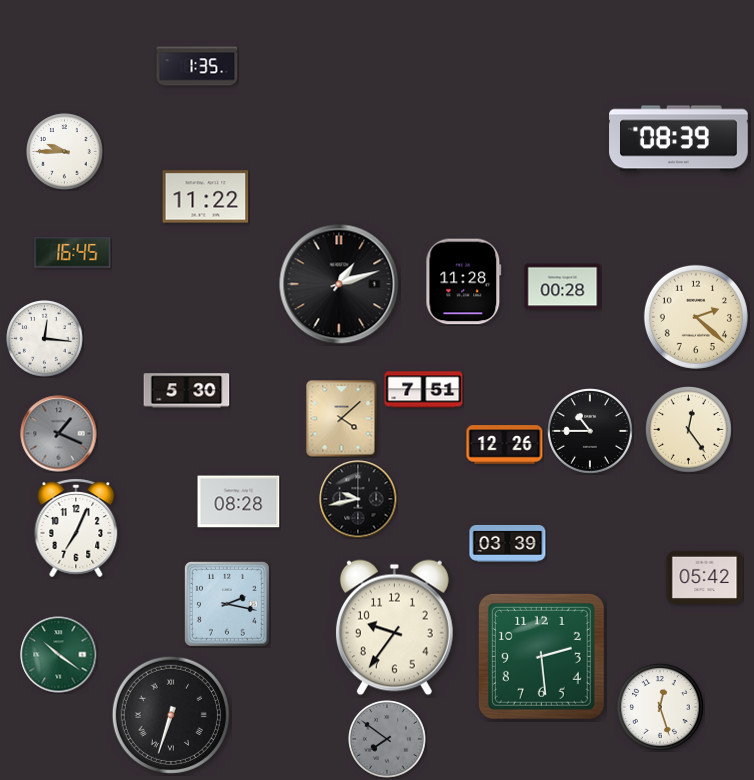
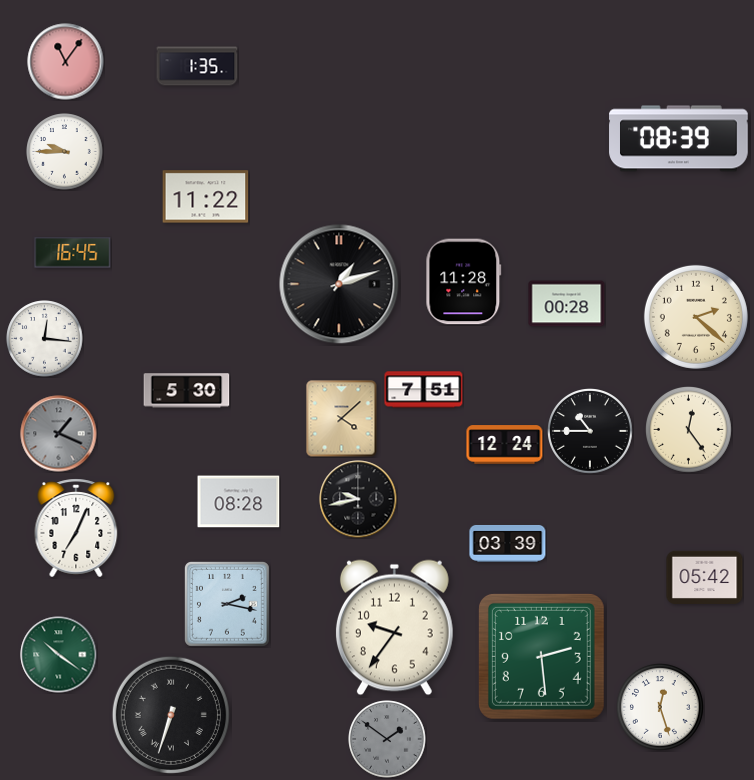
clock at (66, 62): none -> 11:06
clock at (563, 287) position: (563, 287) -> (567, 304)
clock at (505, 445): 12:26 -> 12:24
clock at (387, 739): 7:51 -> 1:51
